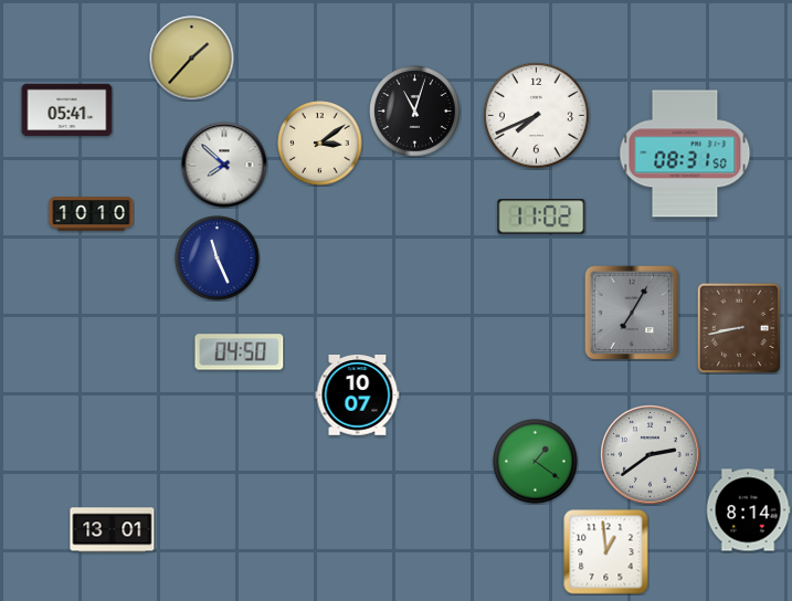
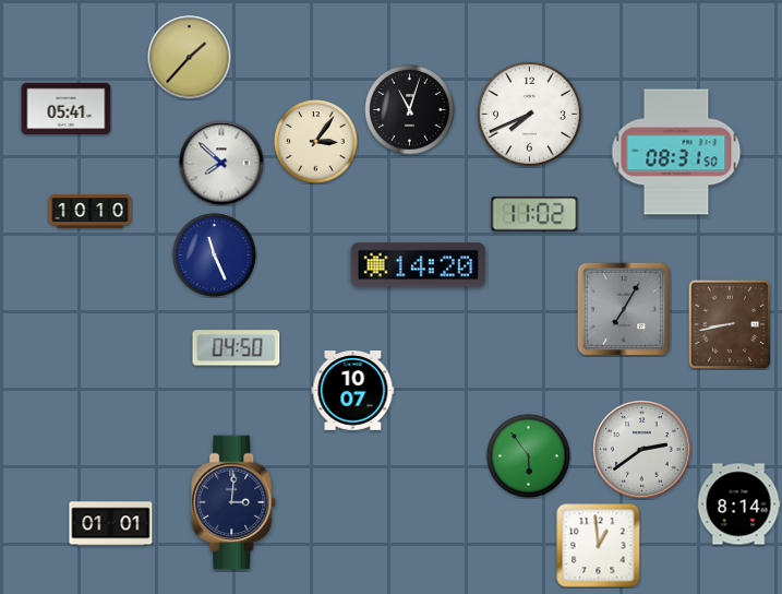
clock at (320, 144): 3:09 -> 3:06
clock at (419, 265): none -> 14:20
clock at (536, 462): 1:21 -> 5:54
clock at (234, 502): none -> 3:01
clock at (113, 530): 13:01 -> 01:01
